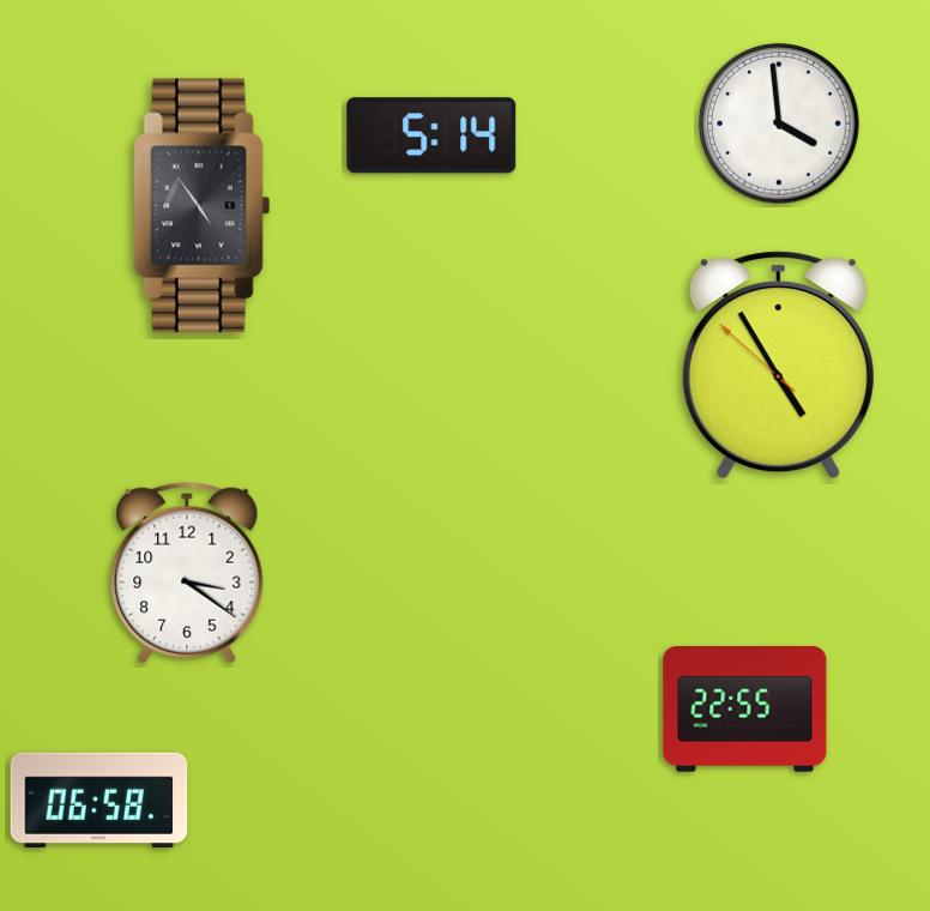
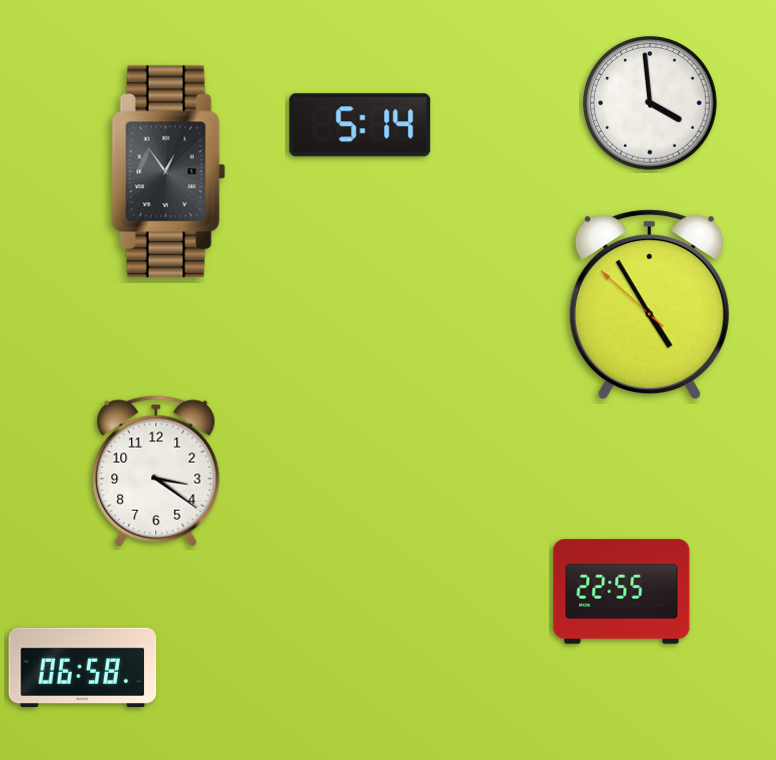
clock at (431, 135) position: (431, 135) -> (360, 125)
clock at (203, 206): 4:54 -> 12:54
clock at (187, 573) position: (187, 573) -> (156, 471)
